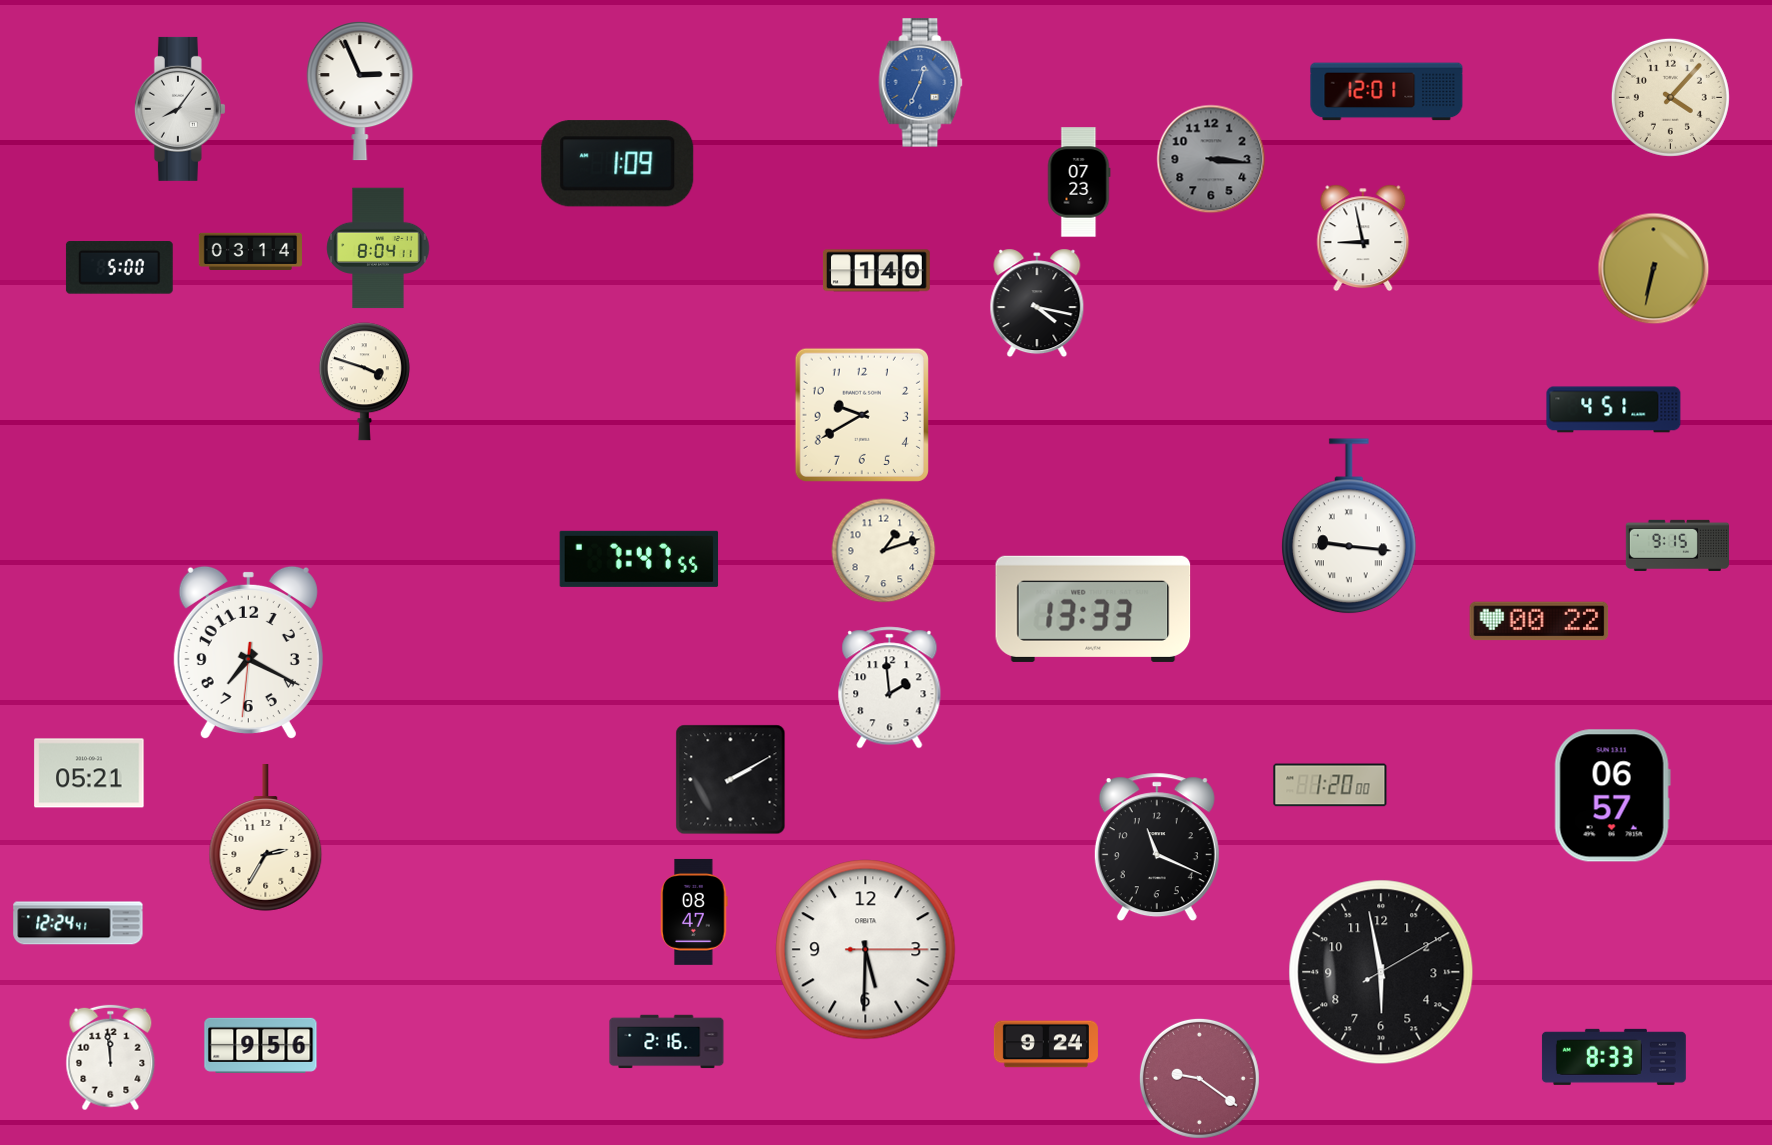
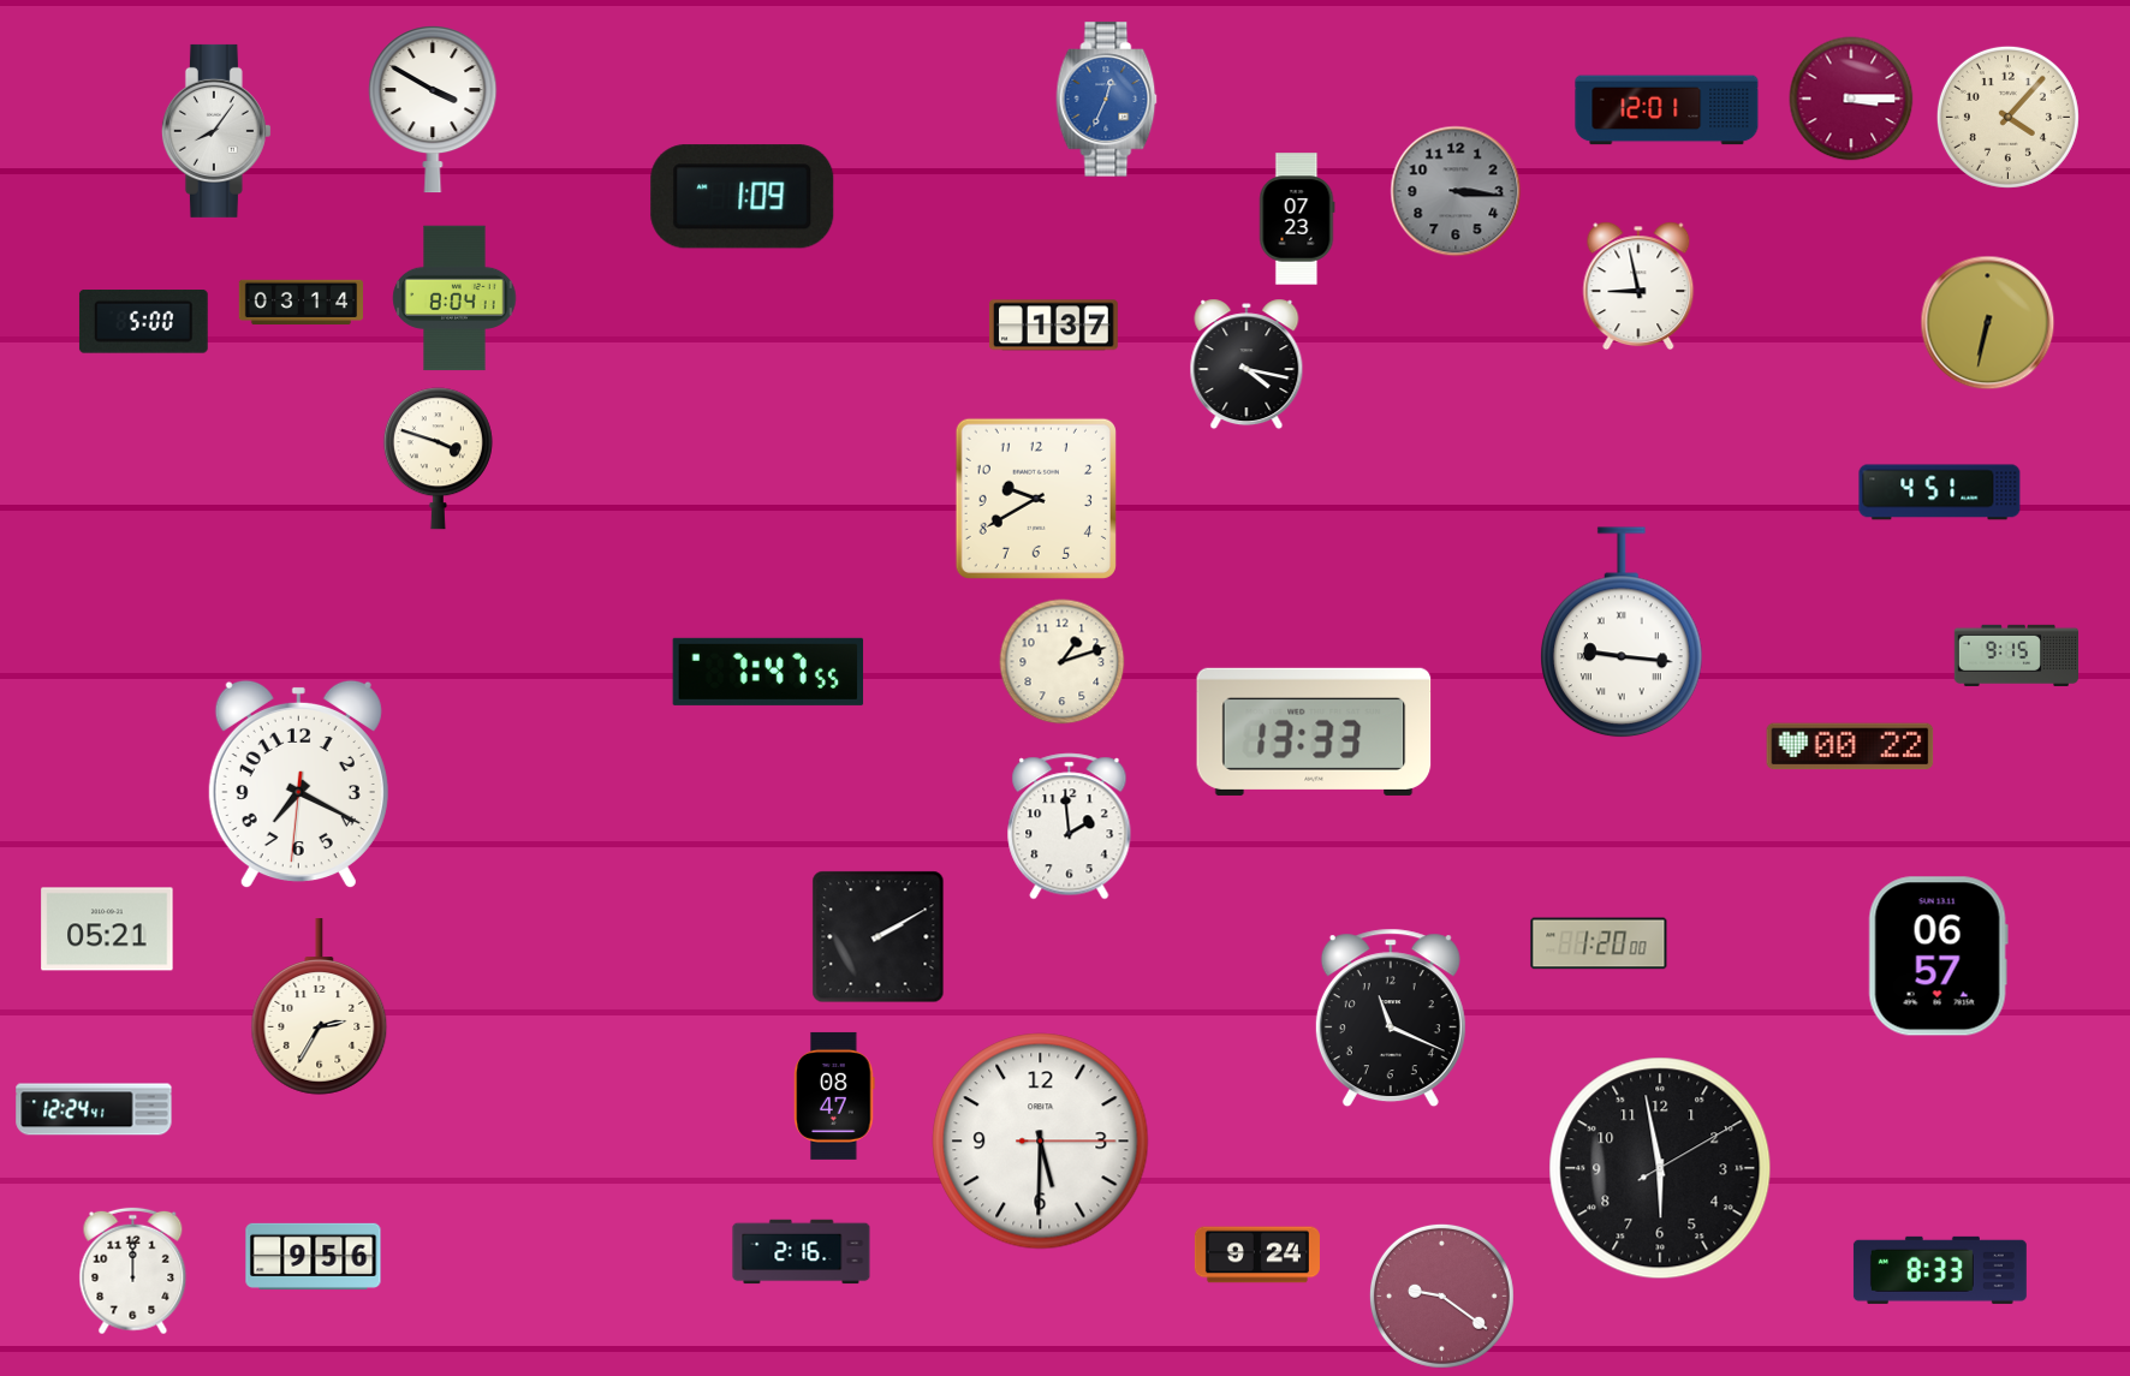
clock at (1851, 99): none -> 3:15
clock at (360, 92): 2:56 -> 3:50
clock at (876, 271): 1:40 -> 1:37
clock at (111, 1058): 11:59 -> 12:00
